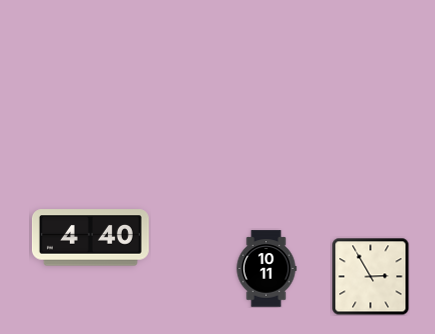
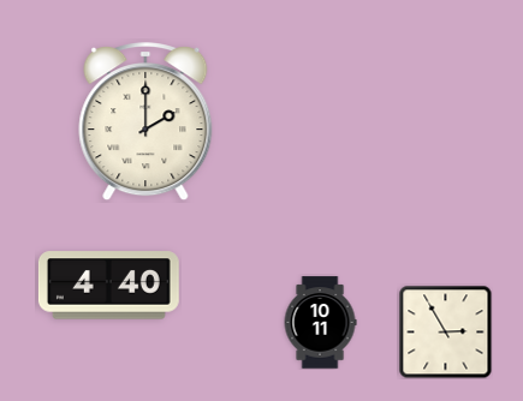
clock at (145, 122): none -> 2:00
